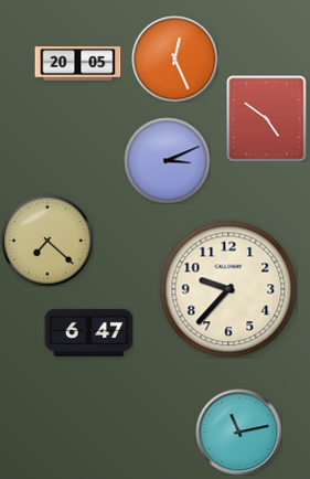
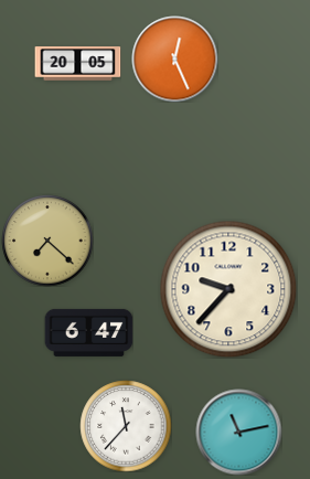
clock at (267, 118): 4:51 -> none
clock at (167, 160): 3:11 -> none
clock at (126, 426): none -> 11:37
